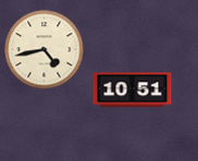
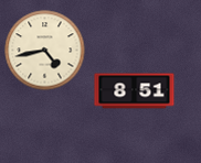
clock at (133, 90): 10:51 -> 8:51
